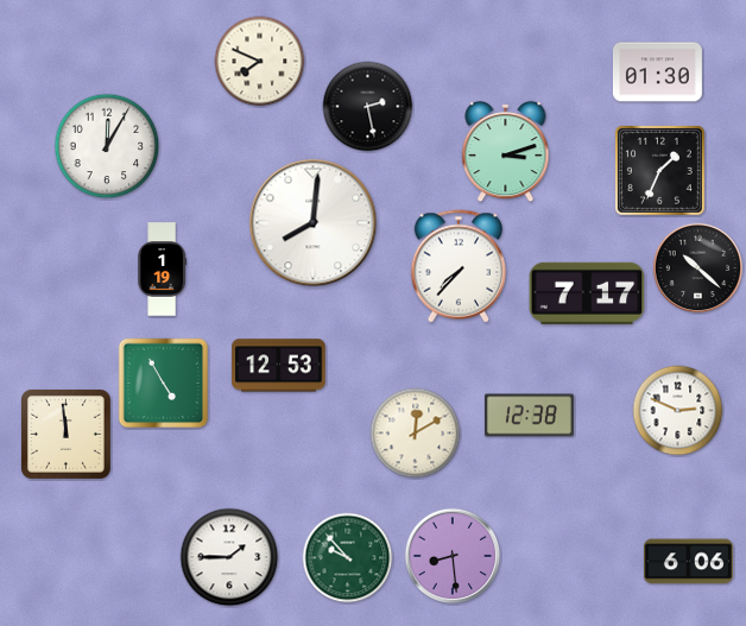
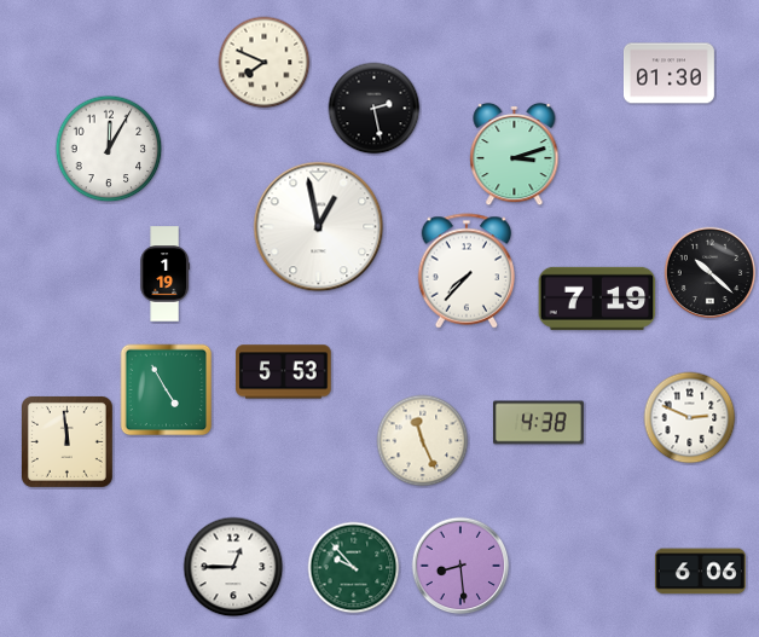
clock at (659, 170): 1:34 -> none
clock at (314, 223): 8:01 -> 12:58
clock at (587, 293): 7:17 -> 7:19
clock at (279, 366): 12:53 -> 5:53
clock at (529, 416): 12:38 -> 4:38
clock at (416, 434): 12:10 -> 11:26
clock at (229, 557): 1:45 -> 12:45
